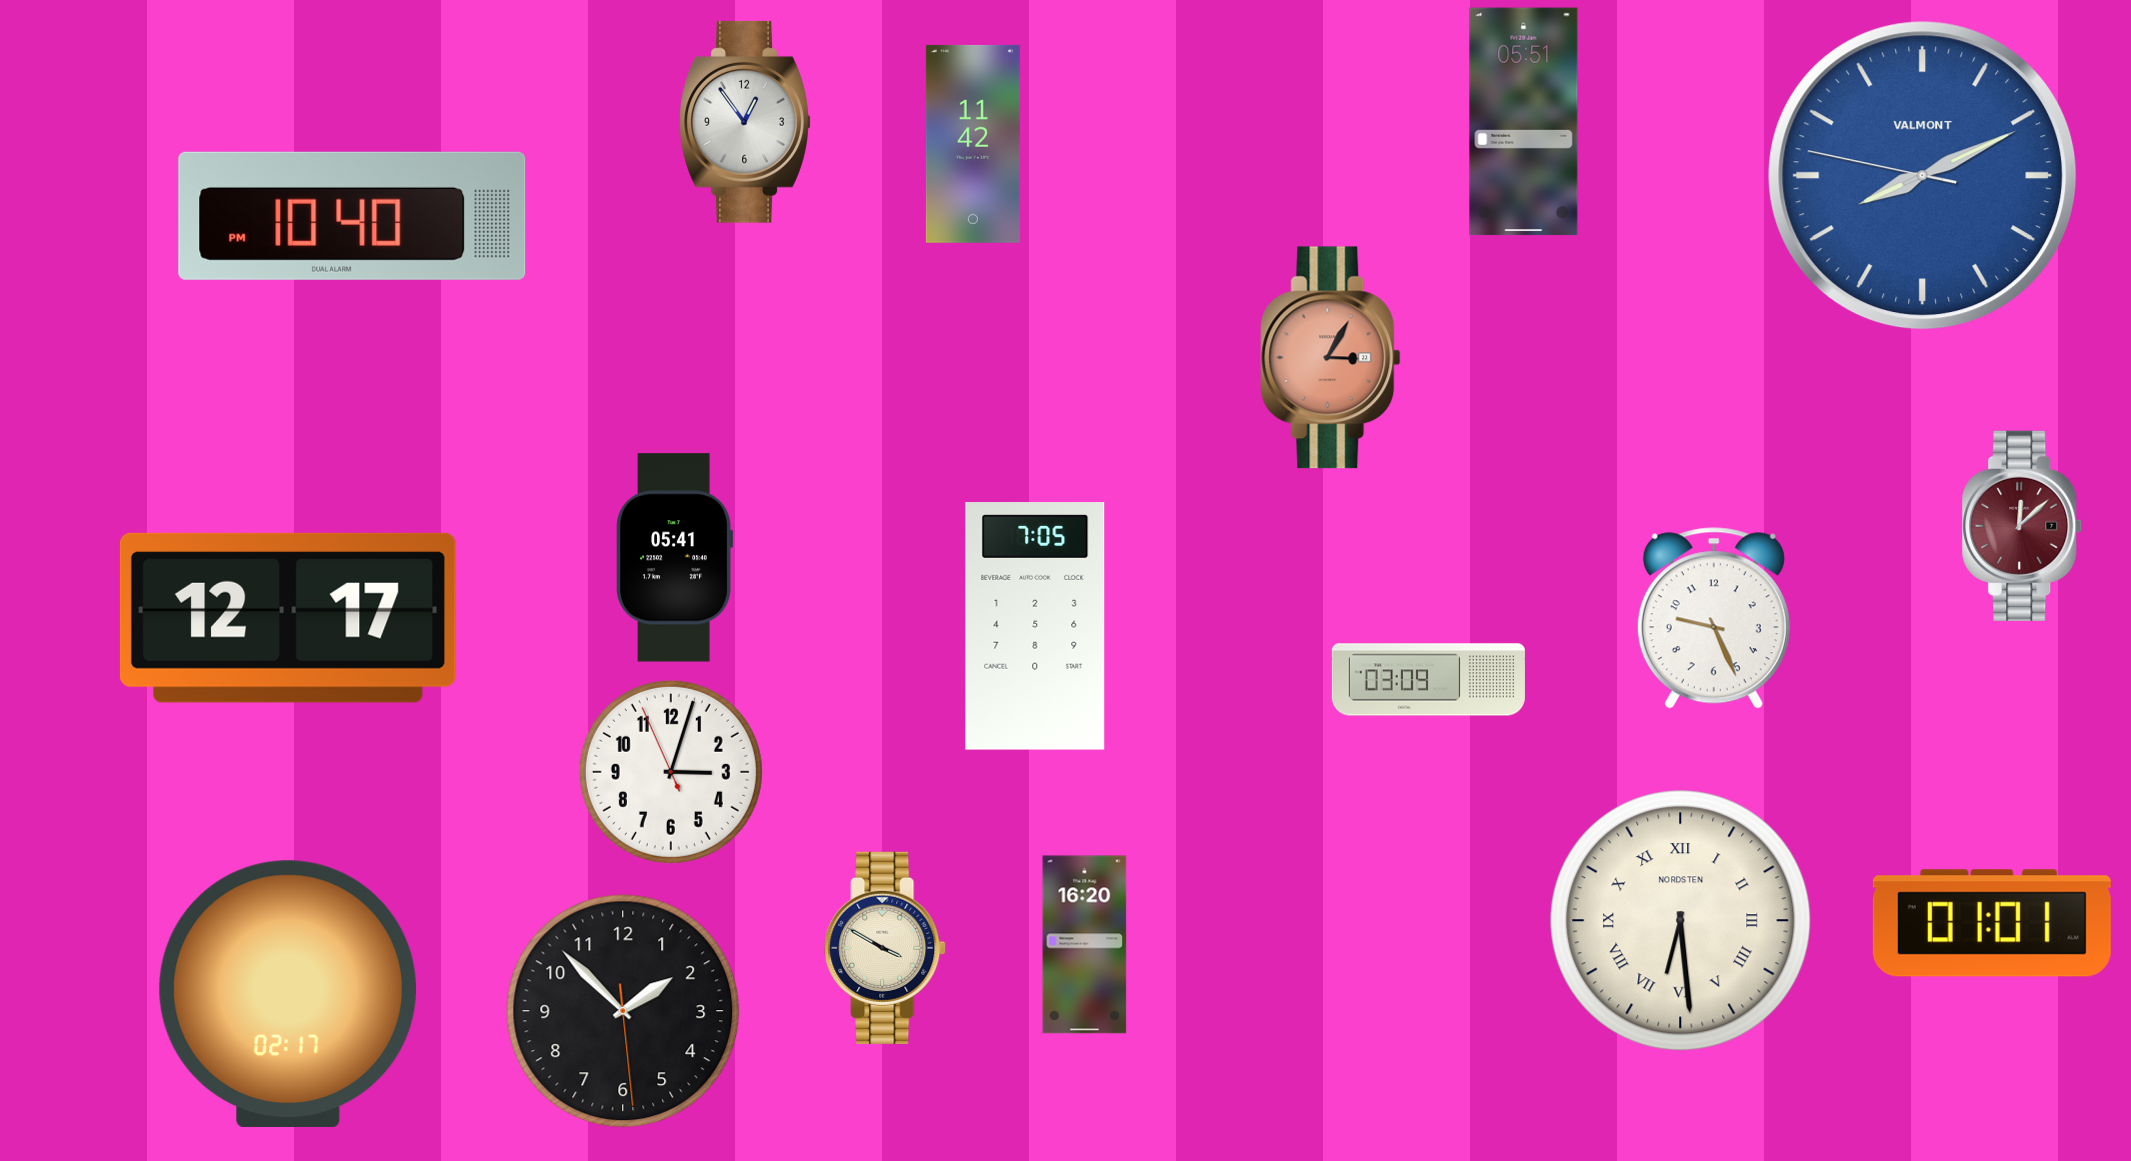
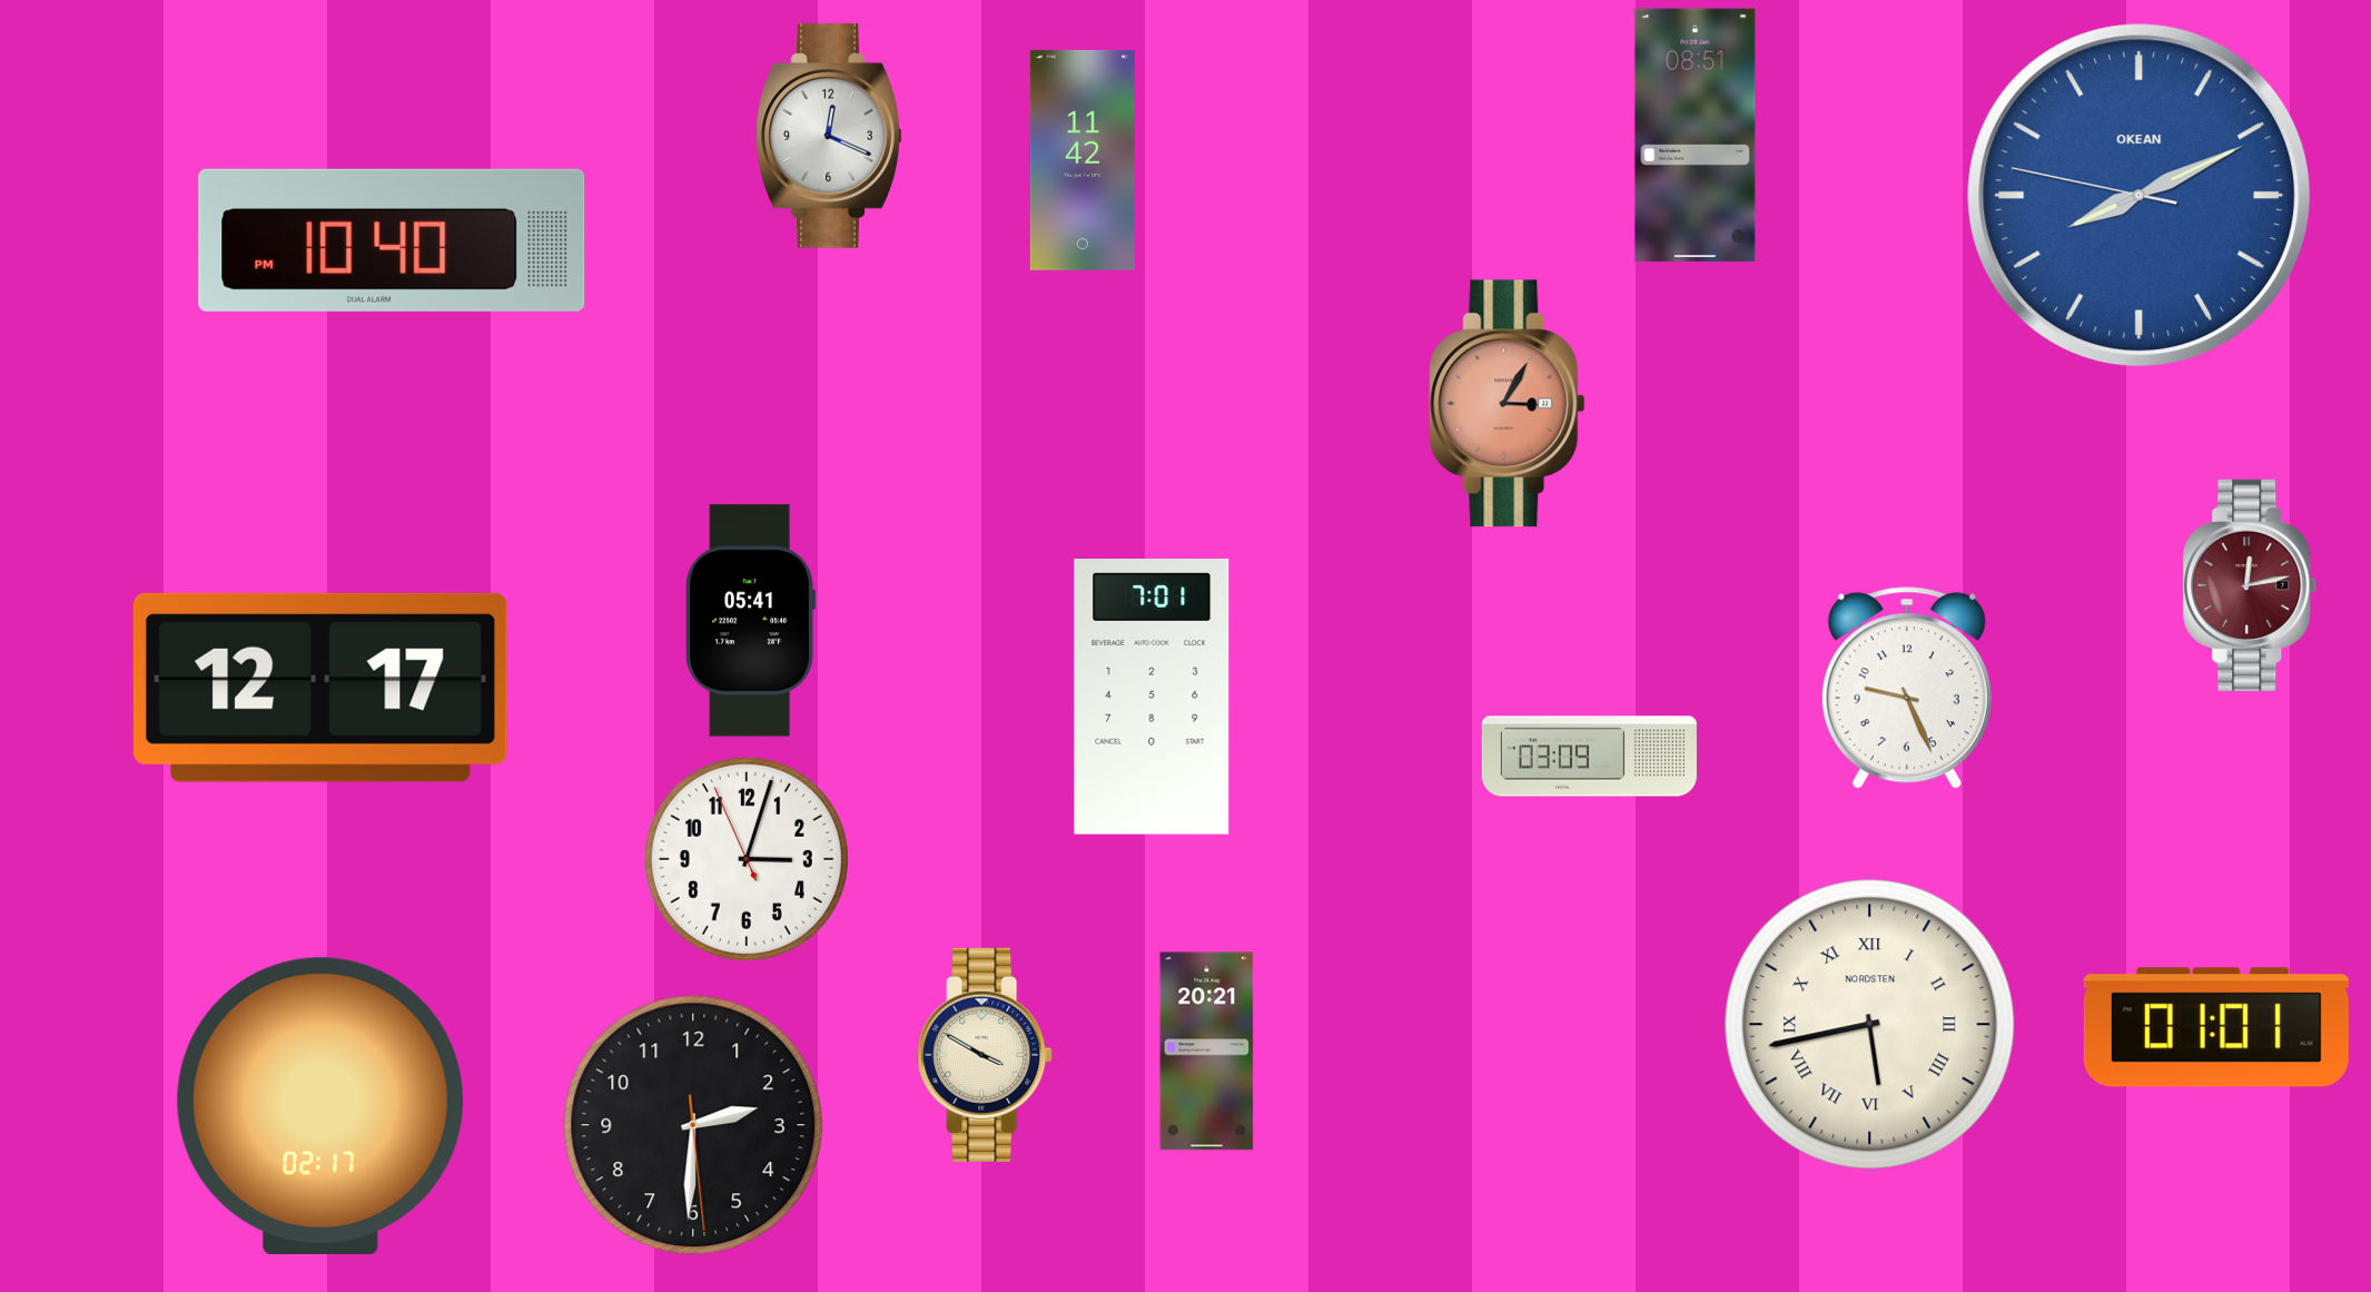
clock at (745, 122): 12:54 -> 12:19
clock at (1524, 122): 05:51 -> 08:51
clock at (1923, 176) brand: VALMONT -> OKEAN
clock at (1331, 358) position: (1331, 358) -> (1508, 404)
clock at (2022, 526): 12:08 -> 12:13
clock at (1035, 626): 7:05 -> 7:01
clock at (1681, 921): 6:29 -> 5:43
clock at (1085, 945): 16:20 -> 20:21
clock at (623, 1011): 1:52 -> 2:30
